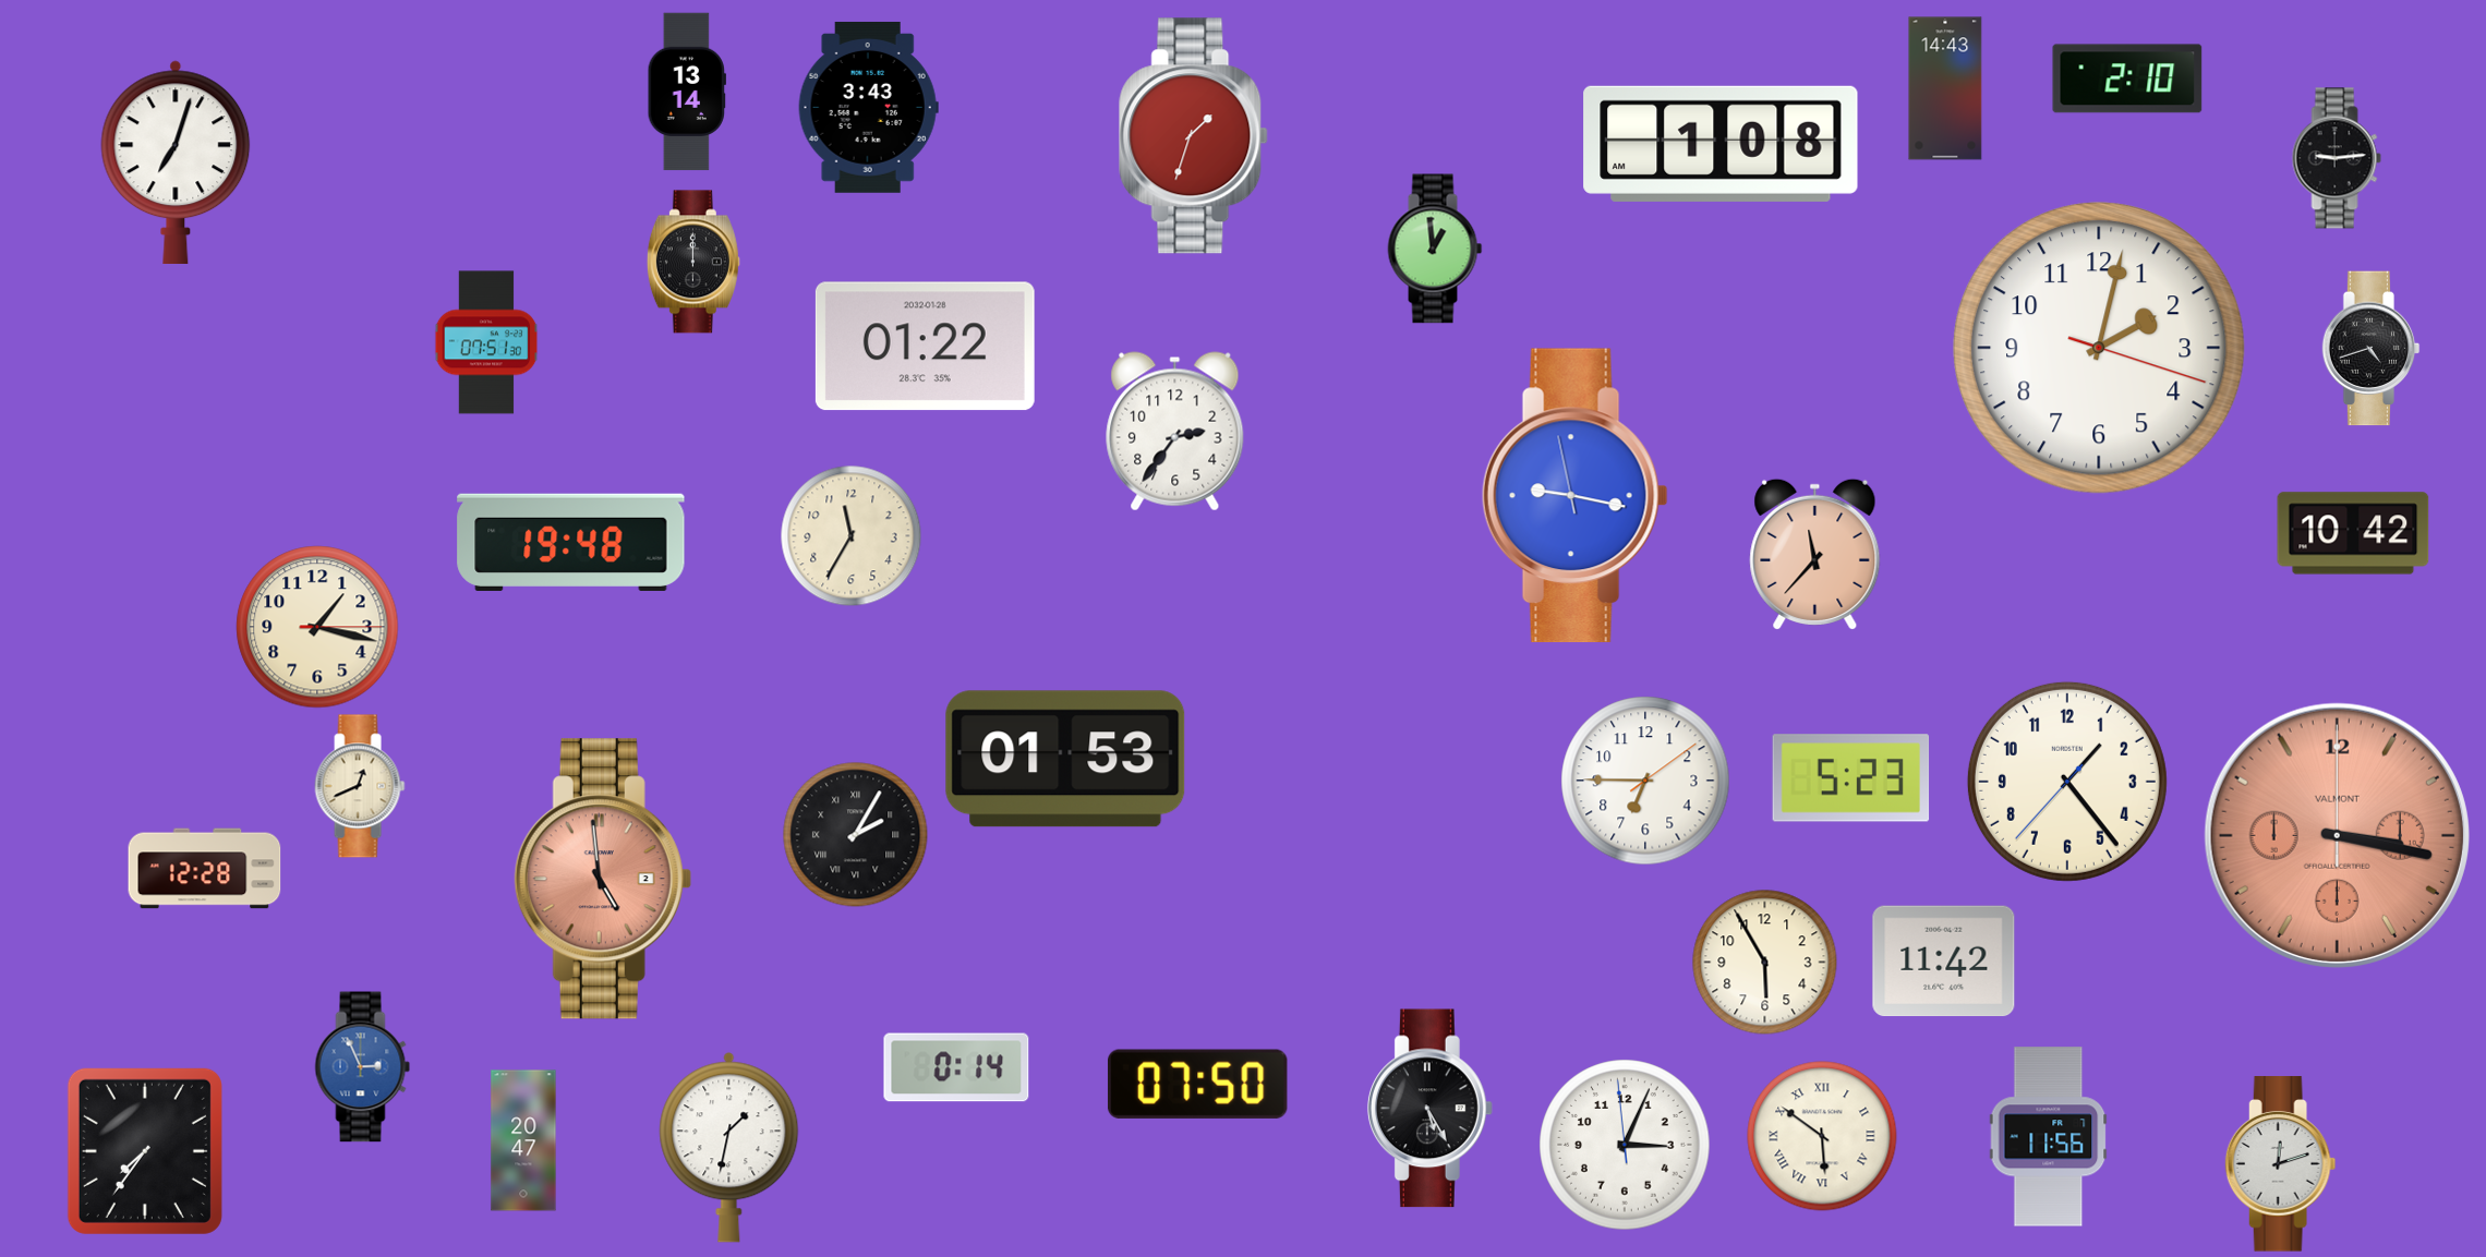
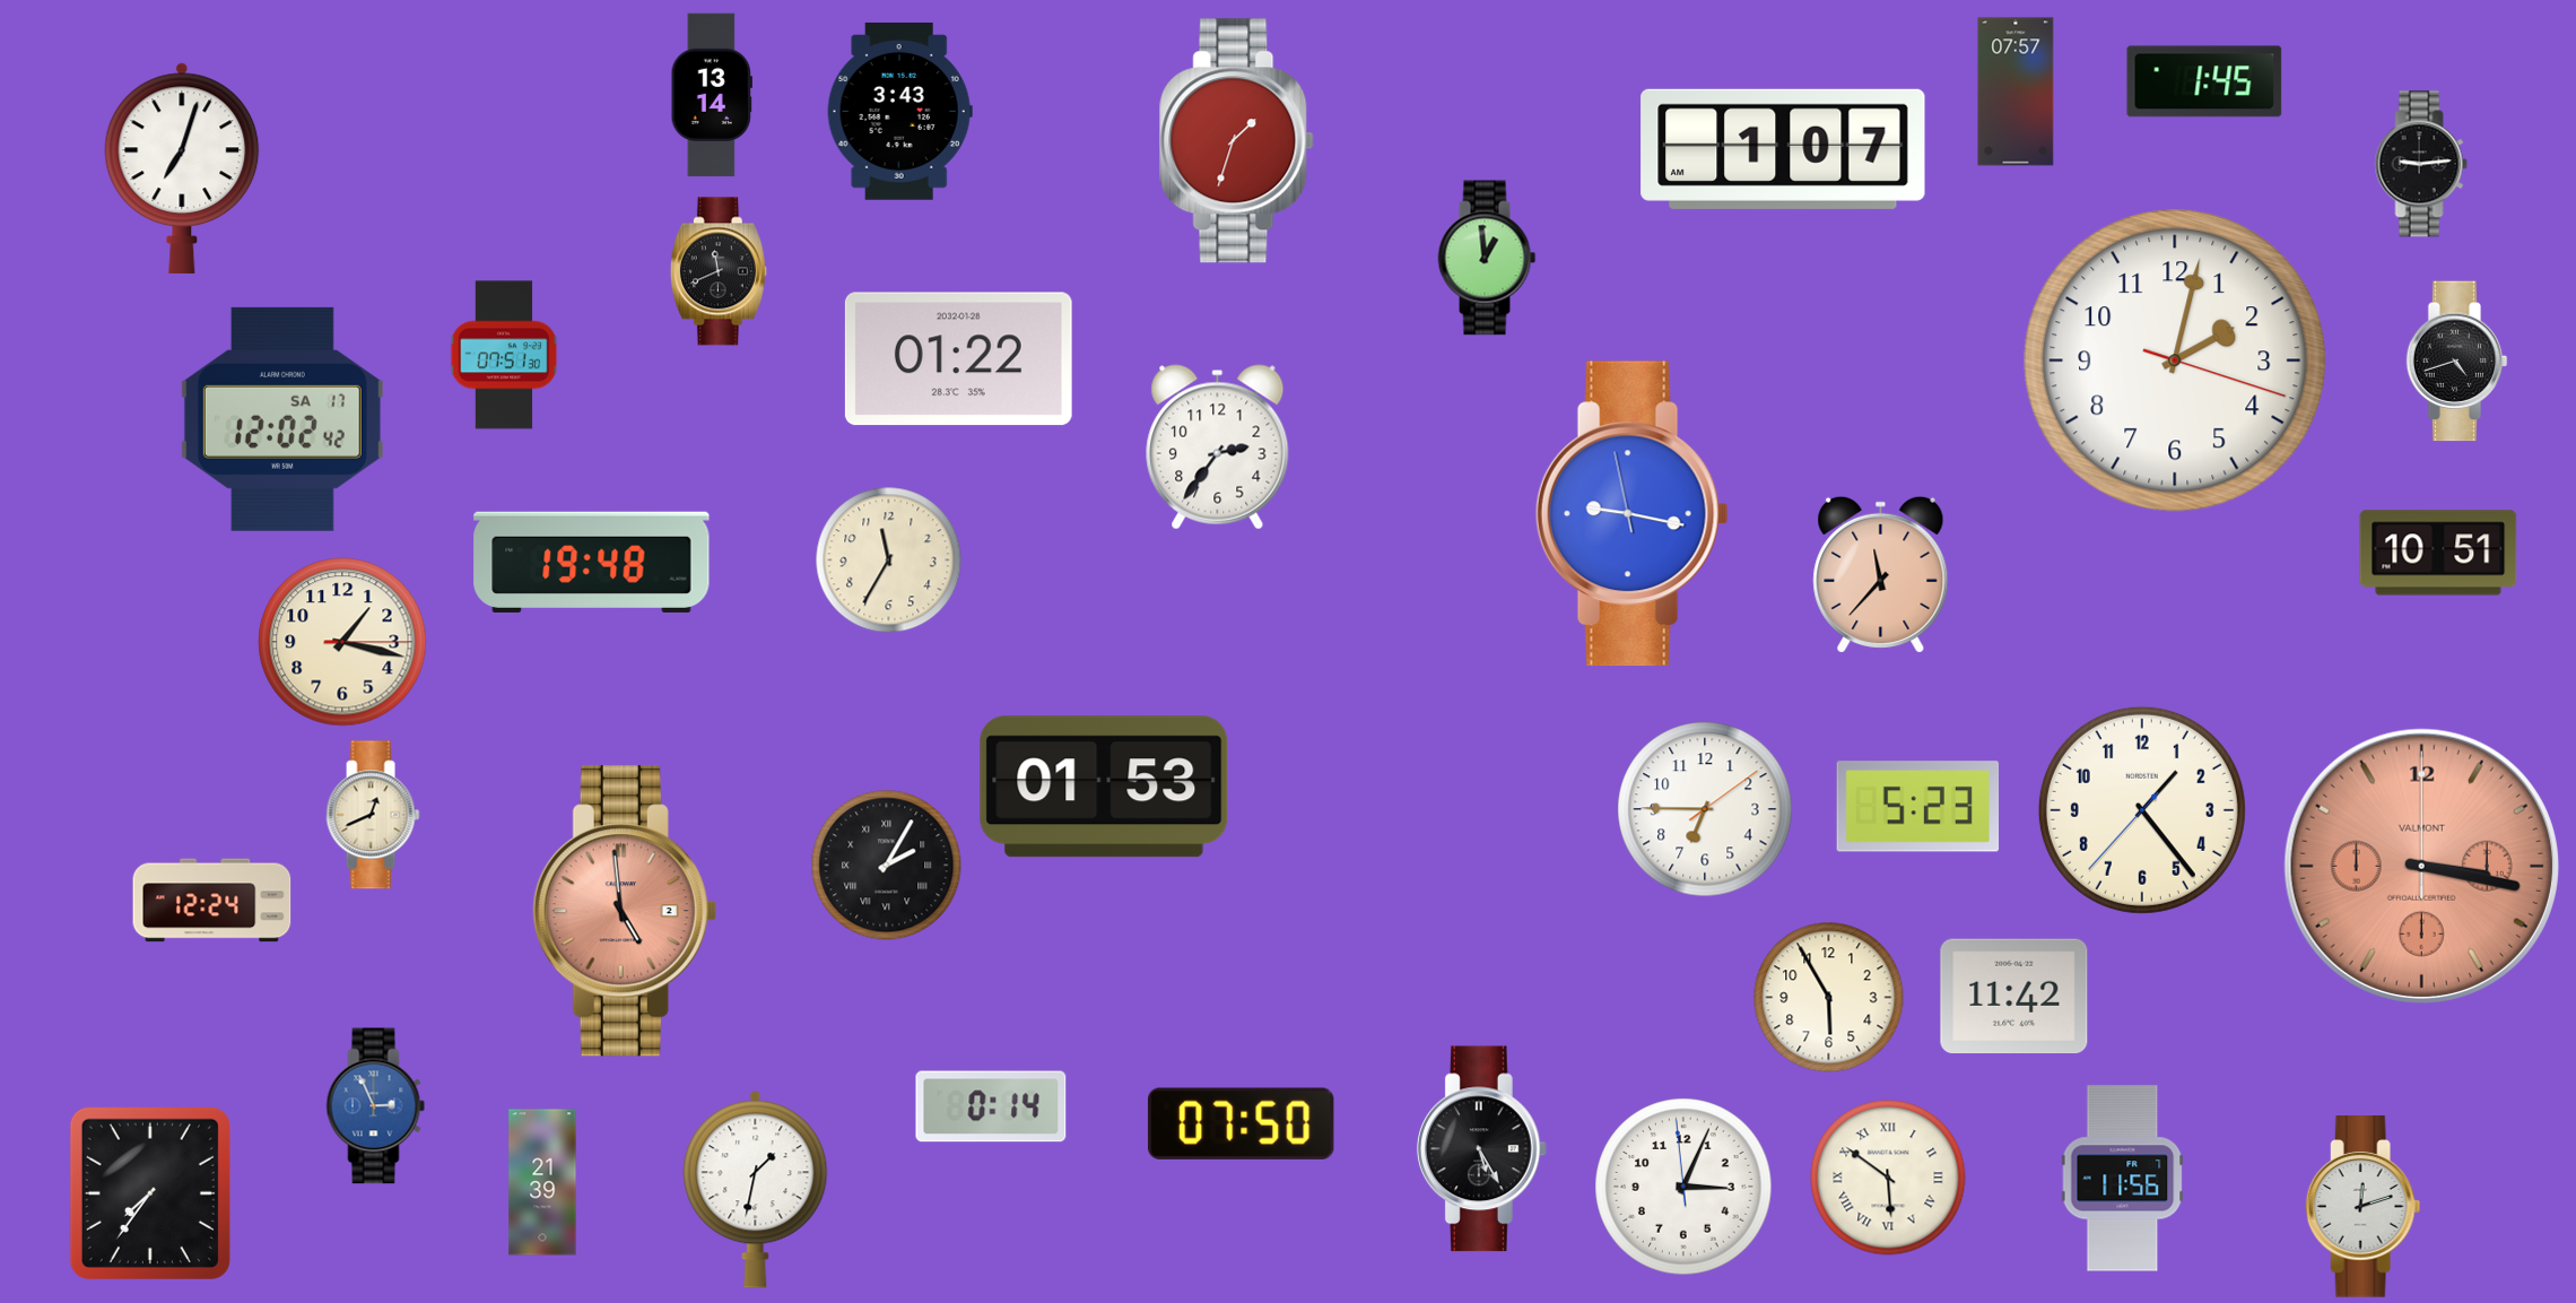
clock at (2127, 78): 2:10 -> 1:45
clock at (1945, 88): 14:43 -> 07:57
clock at (1721, 144): 1:08 -> 1:07
clock at (693, 262): 12:00 -> 11:41
clock at (282, 419): none -> 12:02
clock at (2353, 533): 10:42 -> 10:51
clock at (852, 536) position: (852, 536) -> (889, 561)
clock at (317, 627) position: (317, 627) -> (342, 642)
clock at (205, 869): 12:28 -> 12:24
clock at (523, 1140): 20:47 -> 21:39
